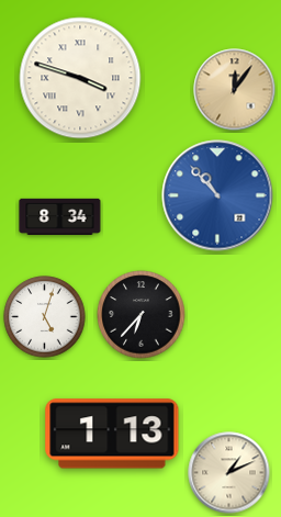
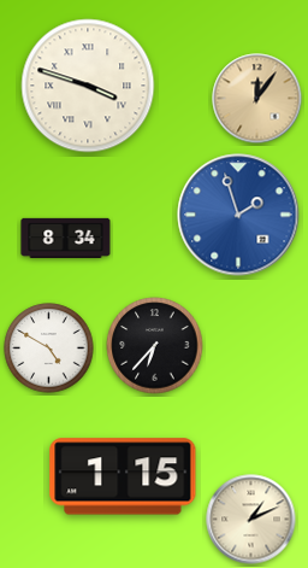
clock at (217, 195): 10:53 -> 1:57
clock at (45, 317): 5:03 -> 4:50
clock at (112, 434): 1:13 -> 1:15
